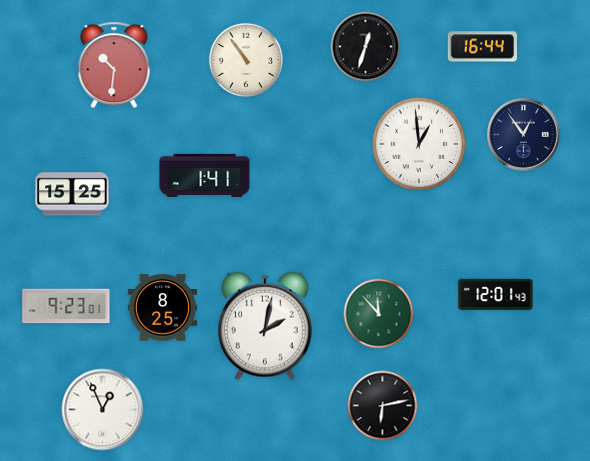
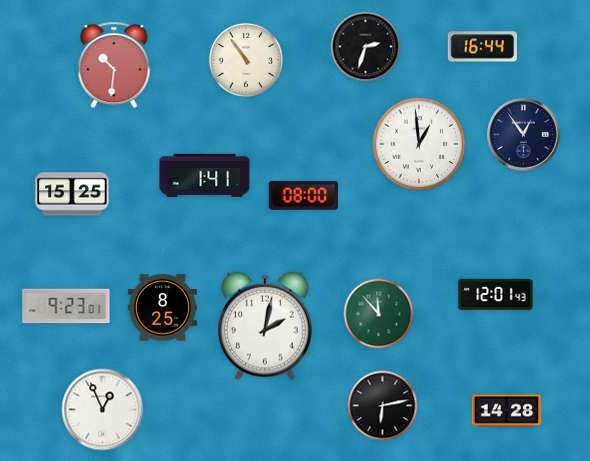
clock at (366, 47): 12:33 -> 2:33
clock at (303, 195): none -> 08:00
clock at (507, 411): none -> 14:28
